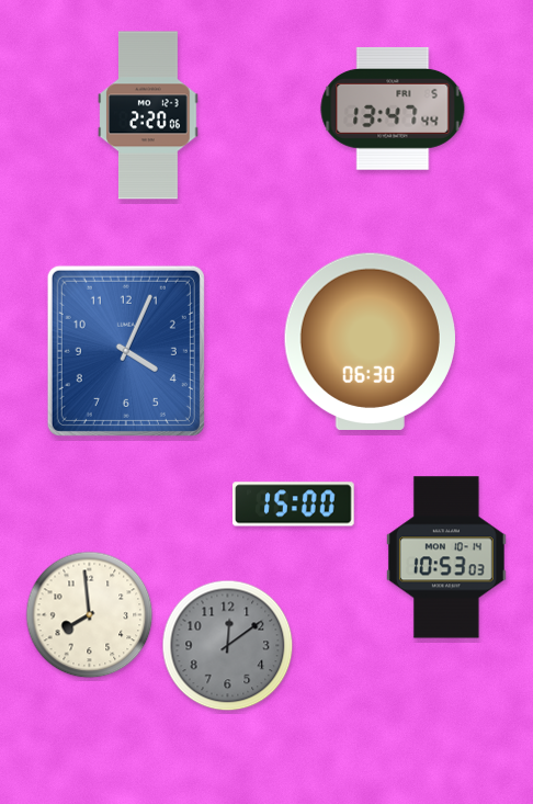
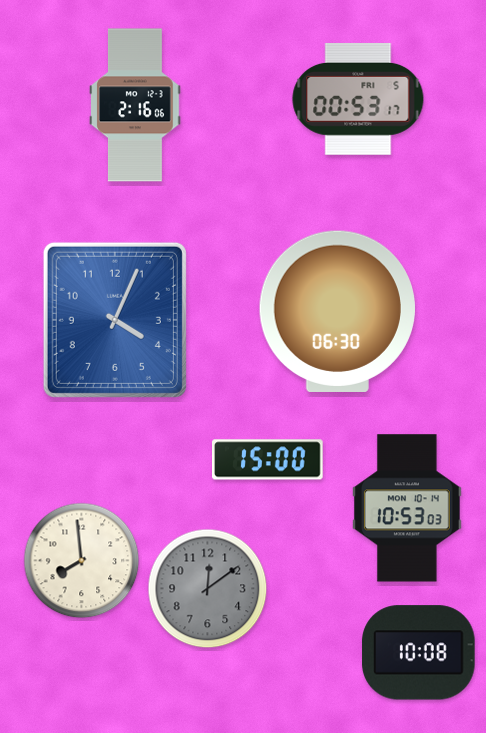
clock at (393, 109): 13:47 -> 00:53
clock at (148, 115): 2:20 -> 2:16
clock at (419, 653): none -> 10:08
